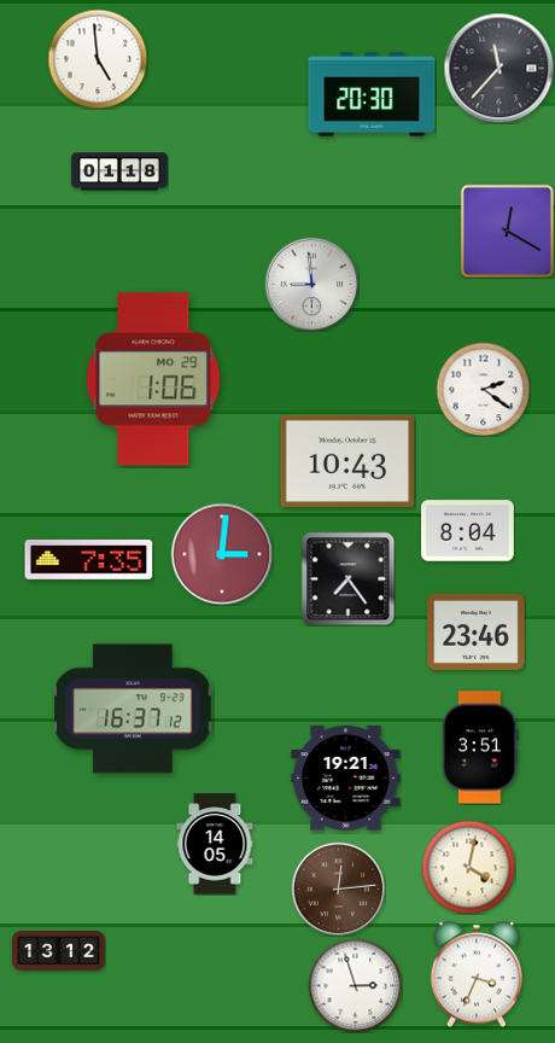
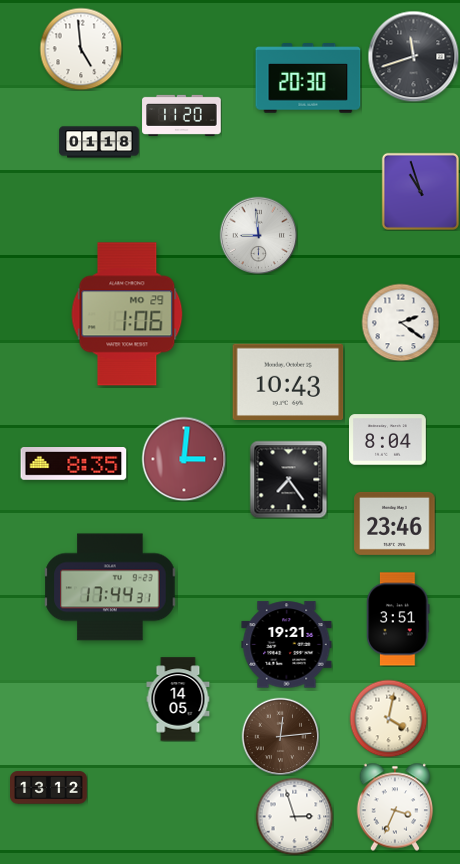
clock at (498, 68): 11:37 -> 11:42
clock at (182, 115): none -> 11:20
clock at (507, 231): 12:20 -> 10:57
clock at (89, 560): 7:35 -> 8:35
clock at (133, 709): 16:37 -> 17:44
